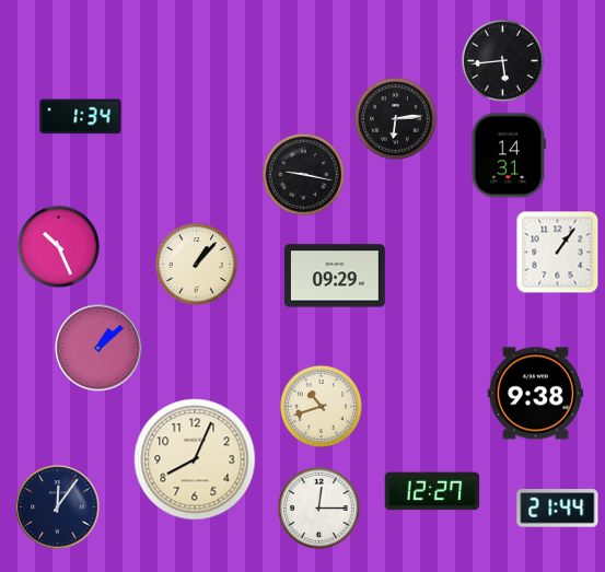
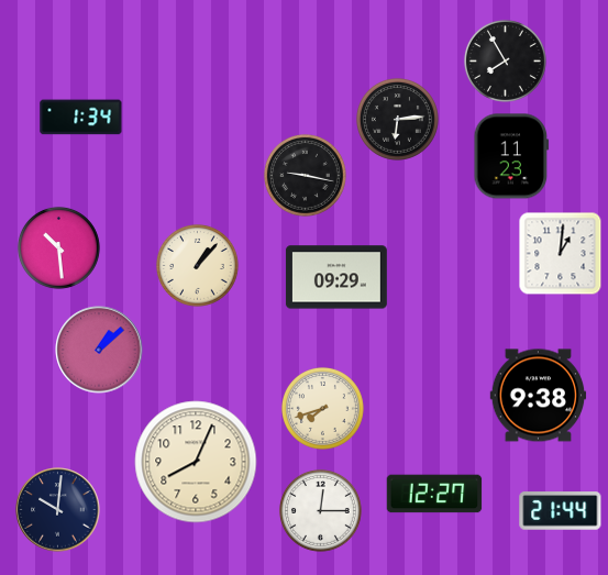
clock at (502, 60): 5:44 -> 7:55
clock at (509, 155): 14:31 -> 11:23
clock at (58, 246): 10:26 -> 10:29
clock at (558, 253): 1:06 -> 1:01
clock at (321, 406): 10:42 -> 7:42
clock at (58, 507): 12:06 -> 10:01
